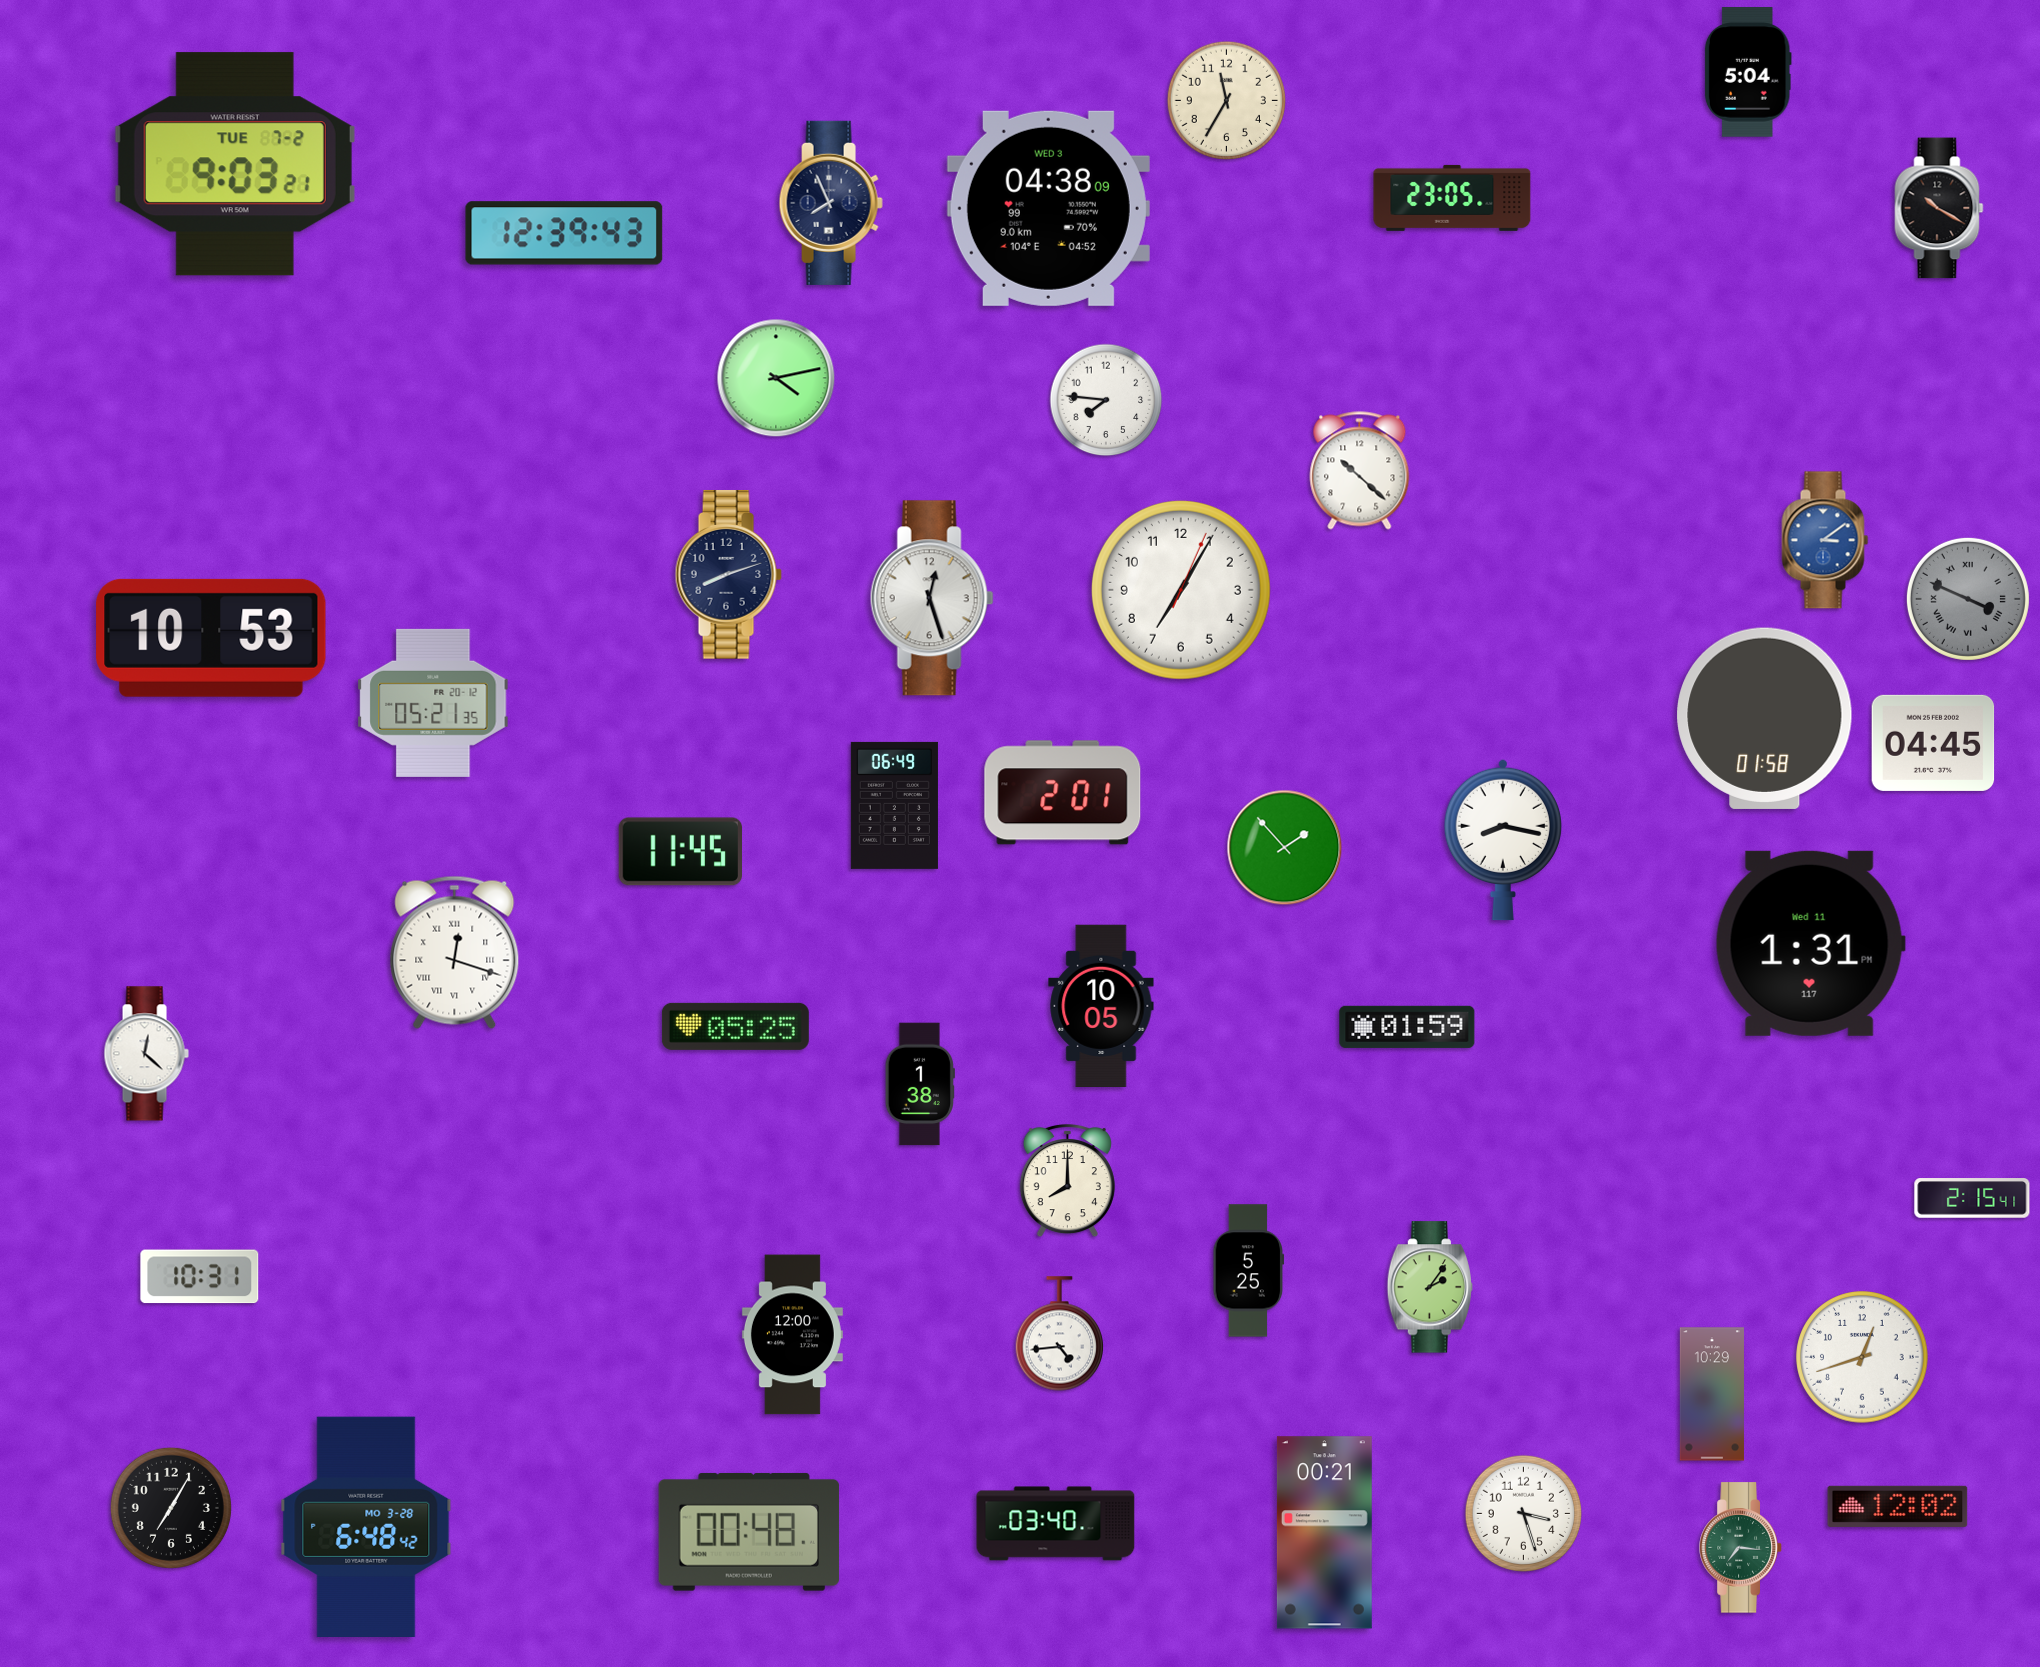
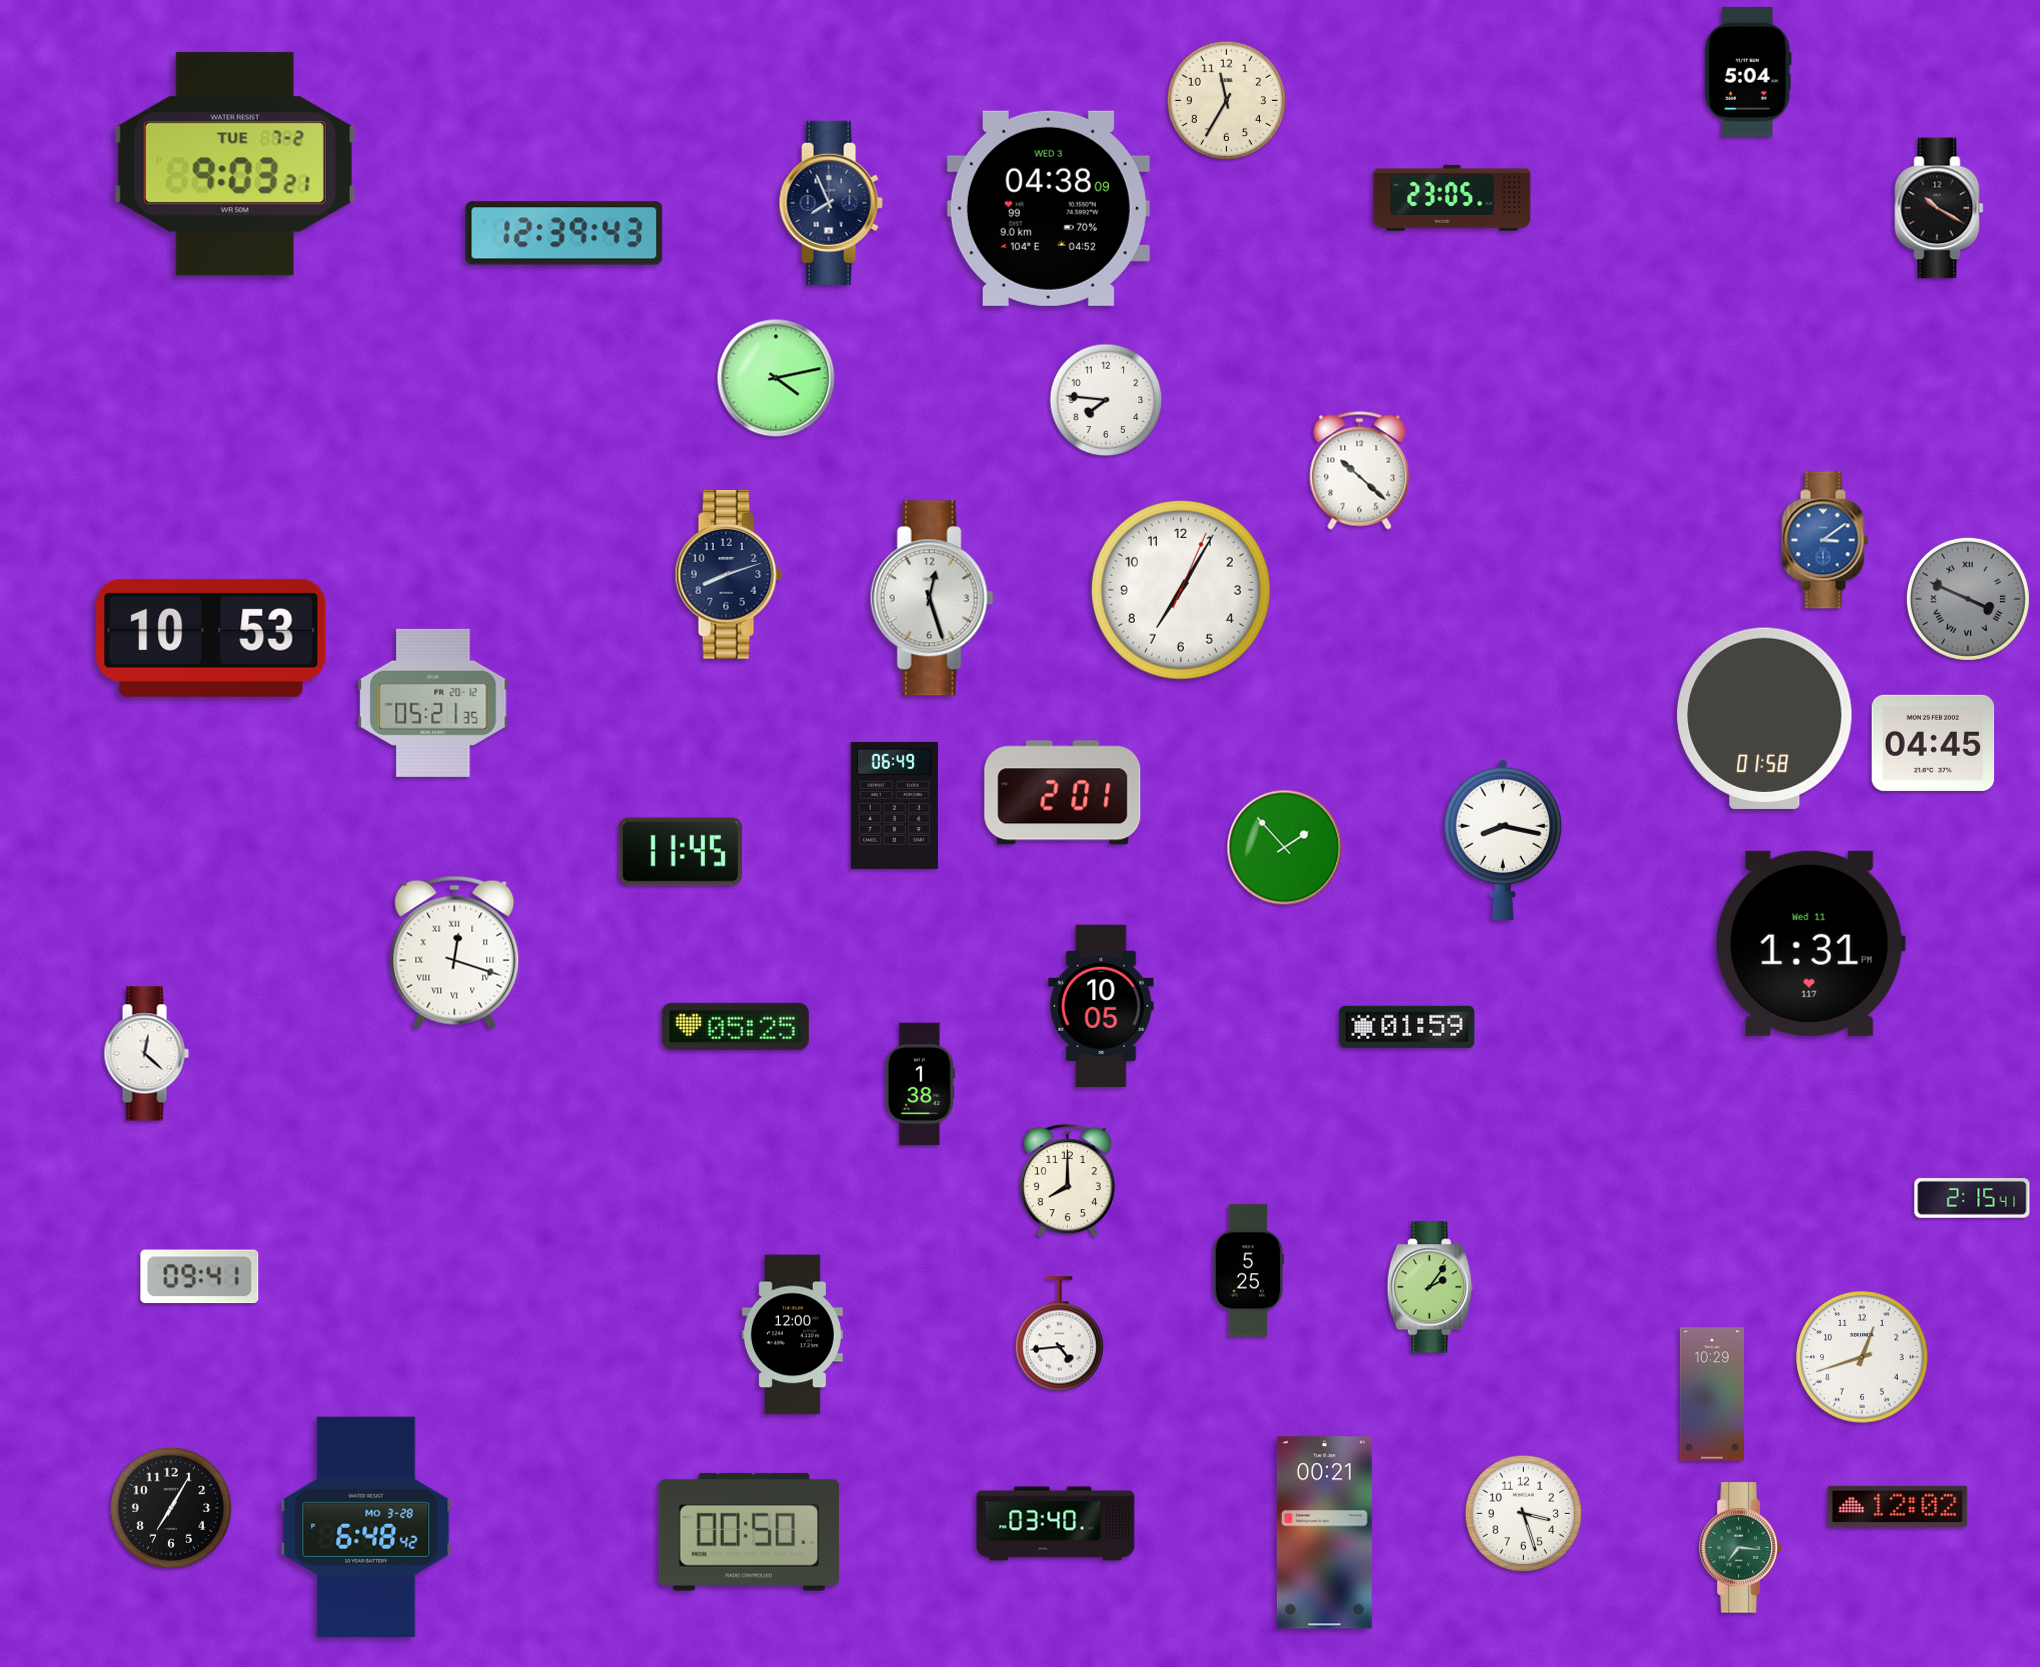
clock at (200, 1277): 10:31 -> 09:41
clock at (749, 1532): 00:48 -> 00:50
